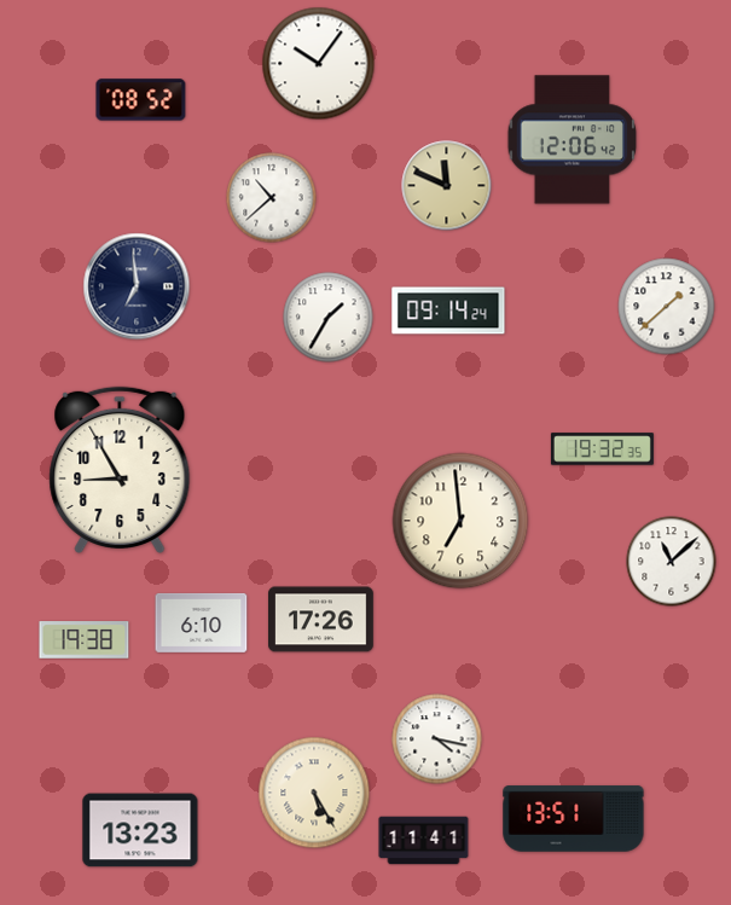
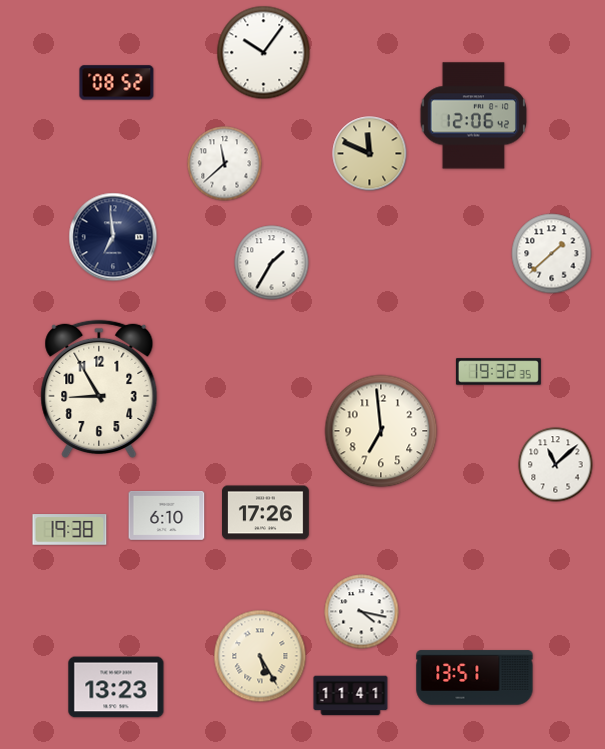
clock at (272, 198): 10:38 -> 11:38
clock at (448, 311): 09:14 -> none
